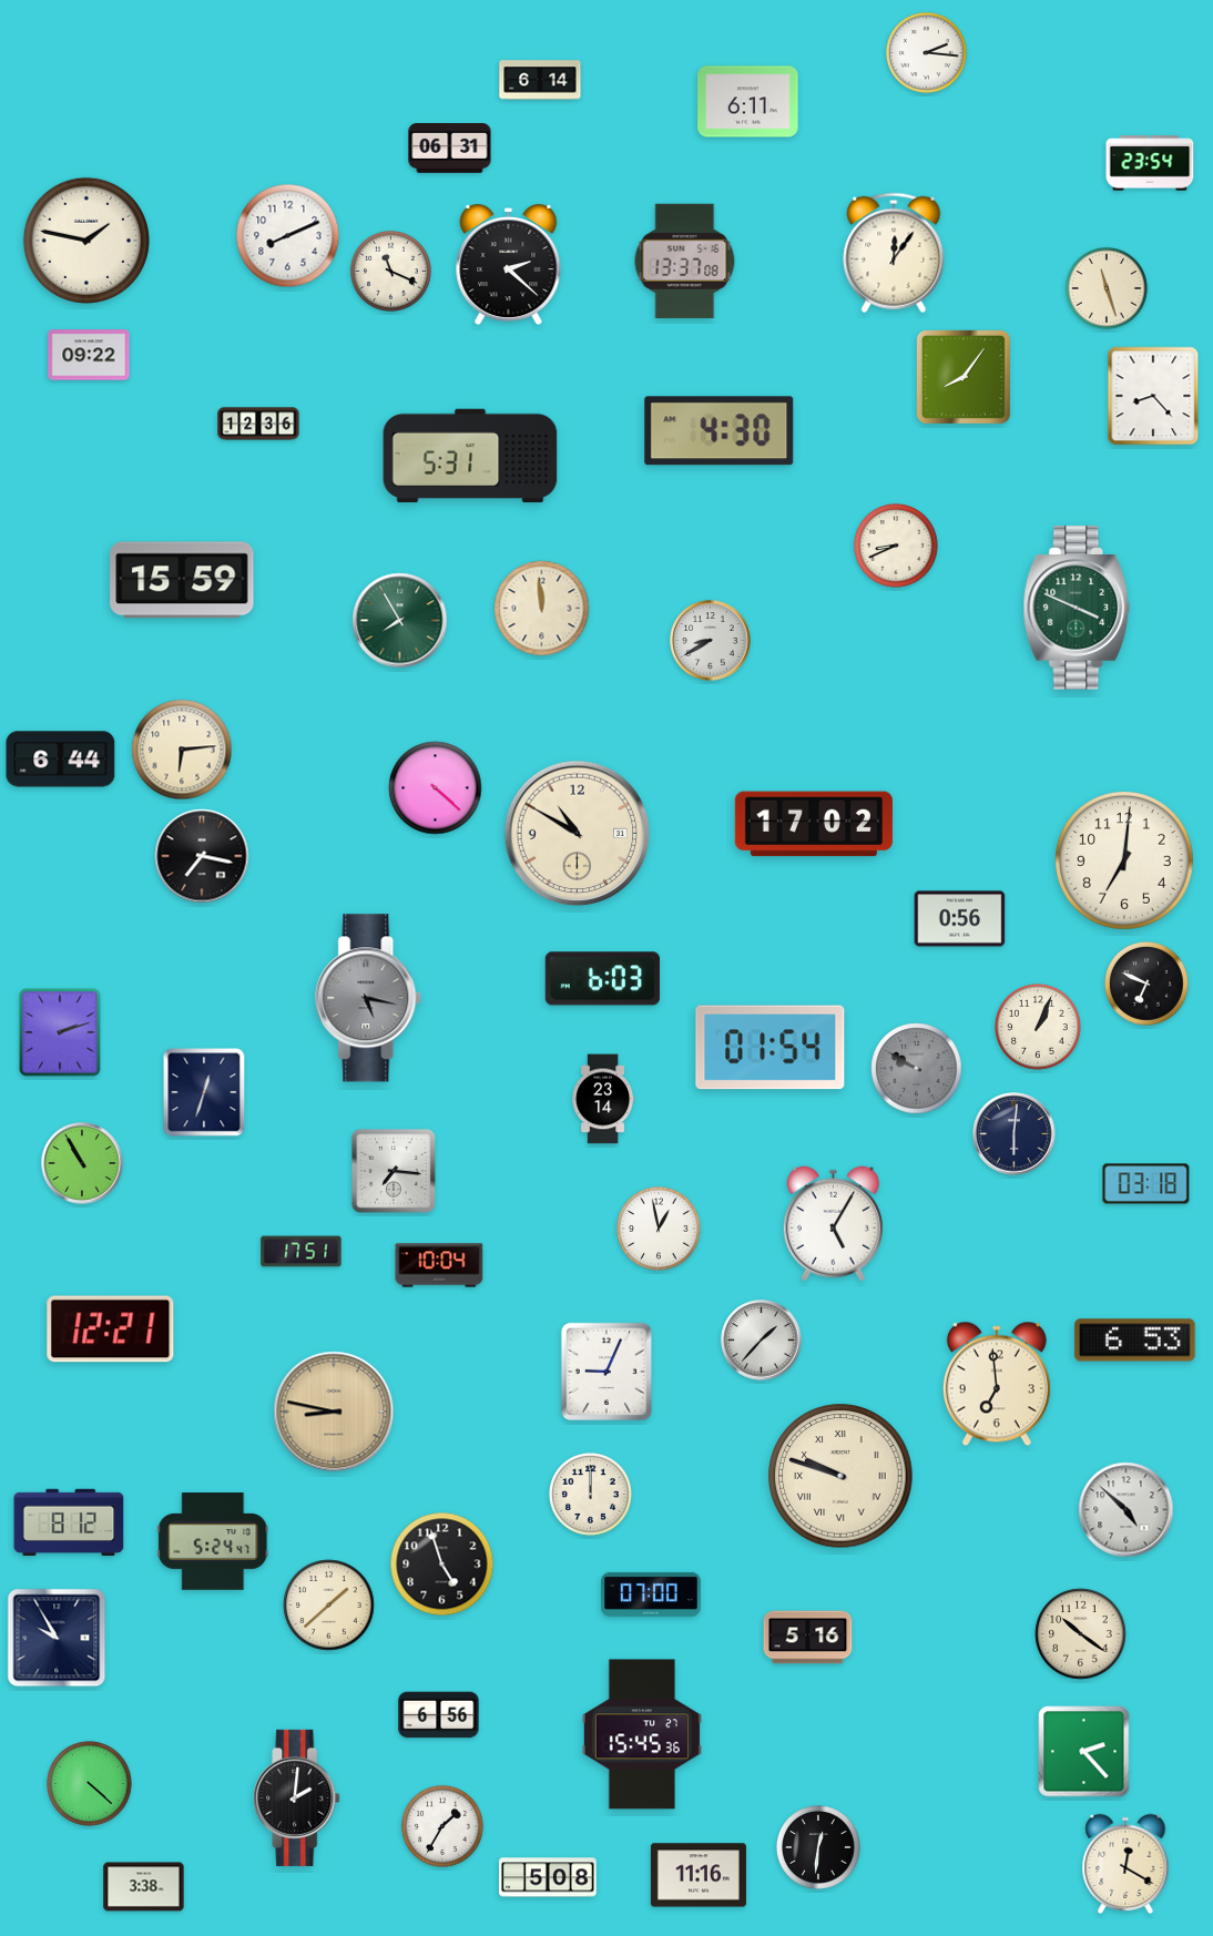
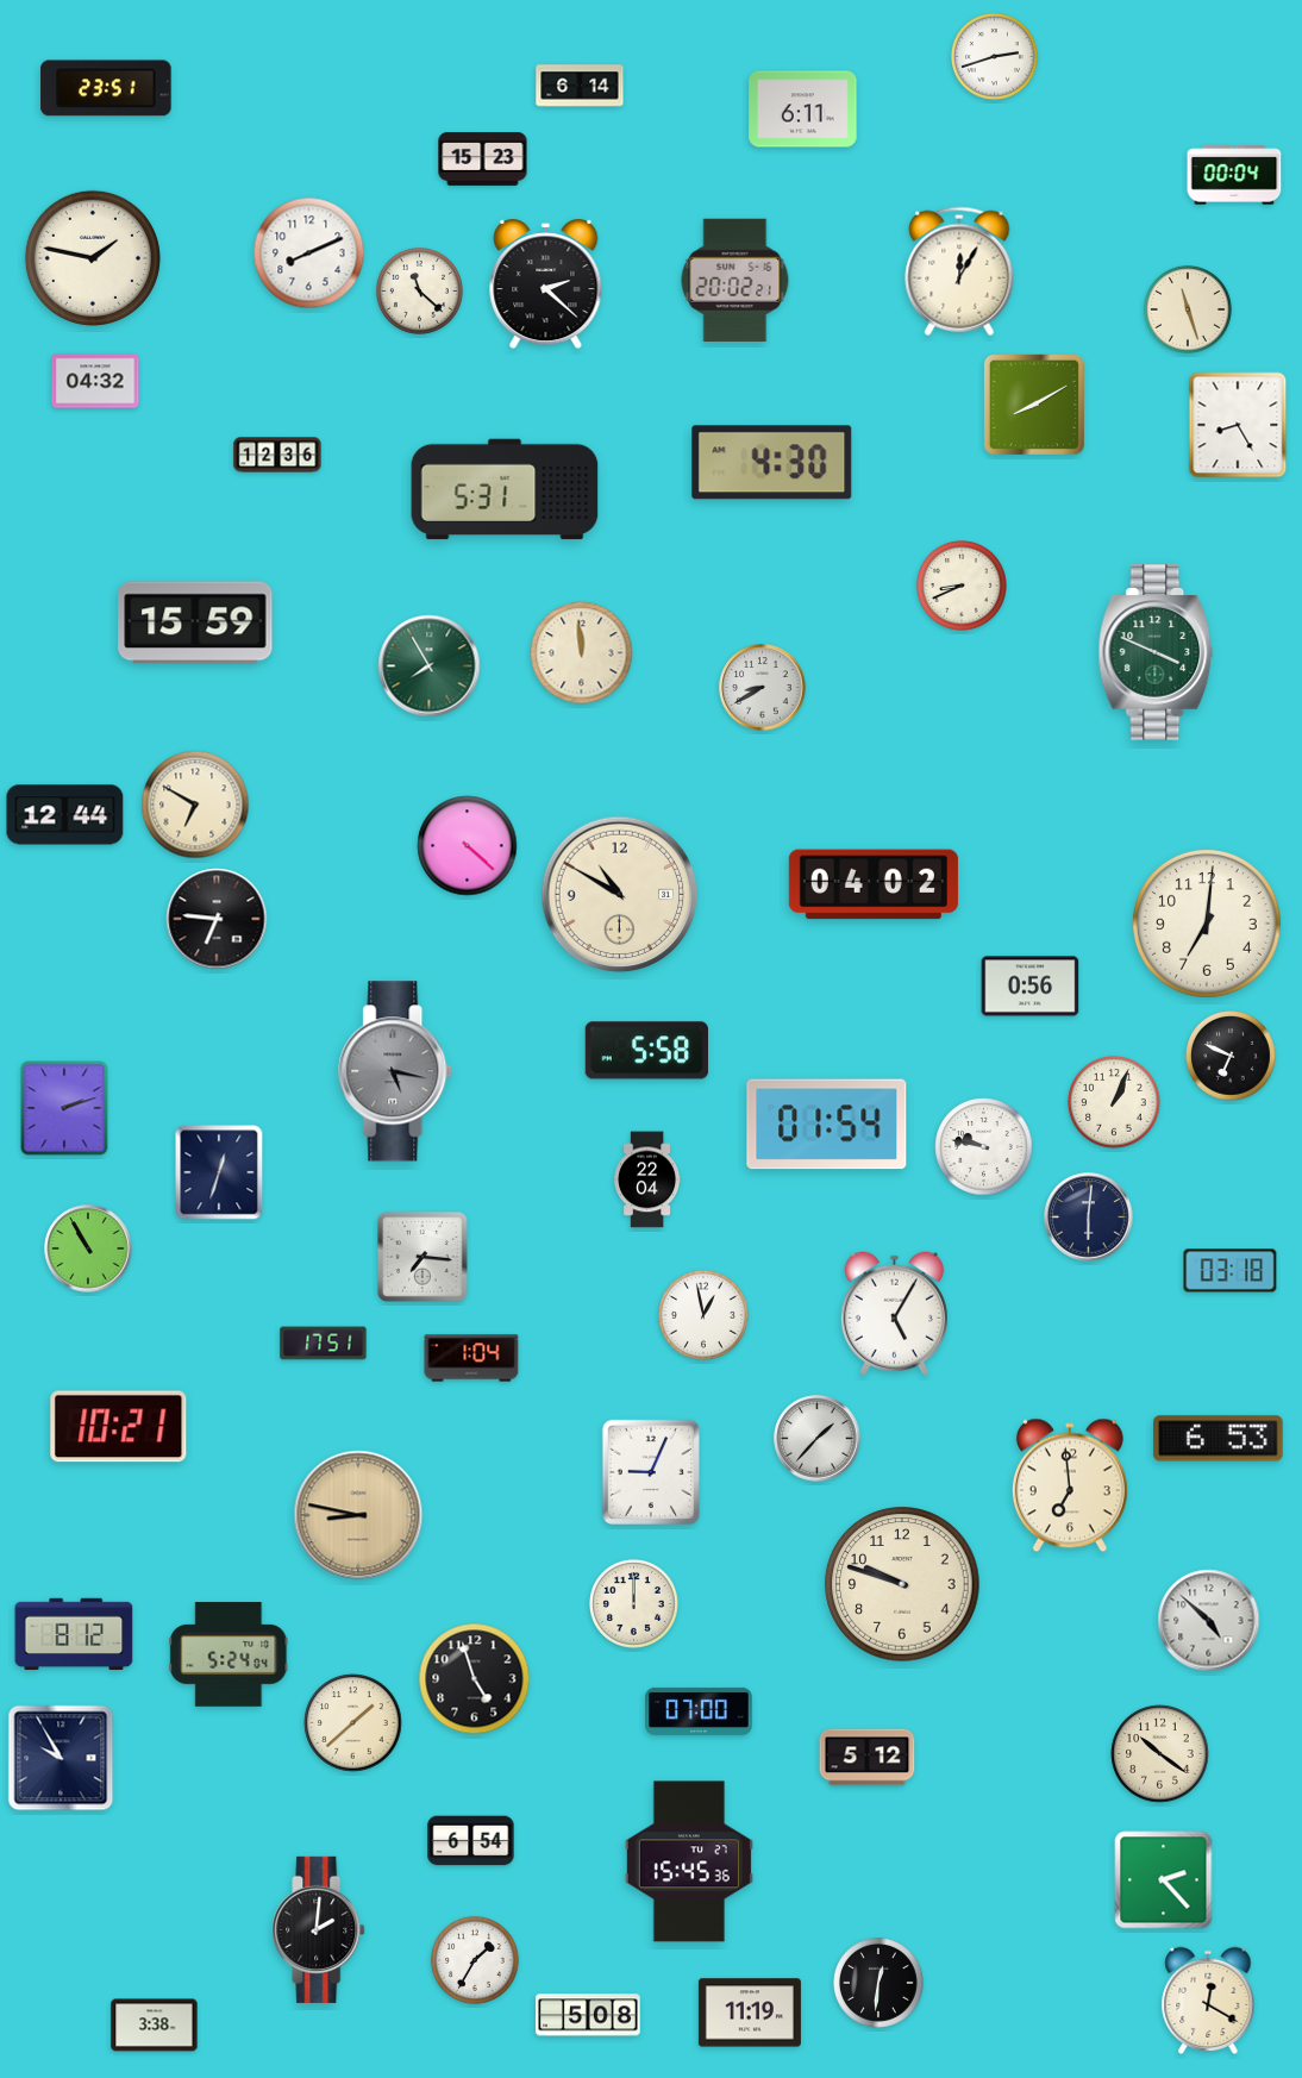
clock at (926, 52): 2:16 -> 2:42
clock at (106, 88): none -> 23:51
clock at (450, 149): 06:31 -> 15:23
clock at (1150, 163): 23:54 -> 00:04
clock at (894, 253): 12:06 -> 12:05
clock at (685, 261): 13:37 -> 20:02
clock at (390, 271): 11:19 -> 11:22
clock at (89, 355): 09:22 -> 04:32
clock at (964, 377): 8:06 -> 8:10
clock at (1153, 396): 8:23 -> 8:25
clock at (182, 750): 6:14 -> 6:50
clock at (61, 760): 6:44 -> 12:44
clock at (814, 824): 17:02 -> 04:02
clock at (202, 856): 7:17 -> 6:46
clock at (602, 979): 6:03 -> 5:58
clock at (917, 1069): 9:50 -> 9:47
clock at (917, 1069) dial: grey -> white
clock at (603, 1099): 23:14 -> 22:04
clock at (660, 1230) position: (660, 1230) -> (705, 1316)
clock at (439, 1265): 10:04 -> 1:04
clock at (111, 1329): 12:21 -> 10:21
clock at (840, 1476) numerals: Roman -> Arabic
clock at (213, 1541): 5:24:47 -> 5:24:04
clock at (808, 1638): 5:16 -> 5:12
clock at (439, 1715): 6:56 -> 6:54
clock at (90, 1784): 4:22 -> none
clock at (699, 1875): 11:16 -> 11:19
